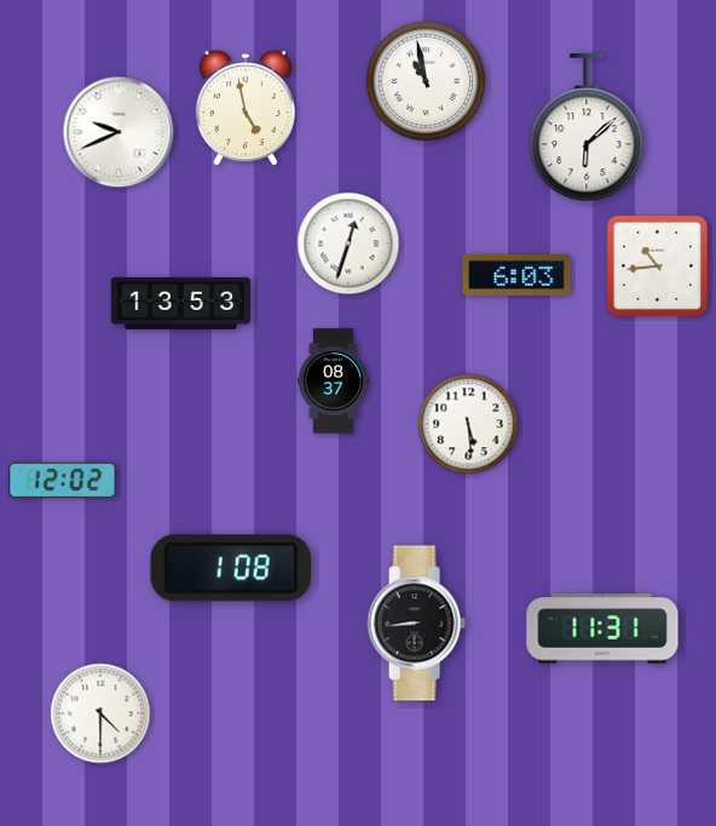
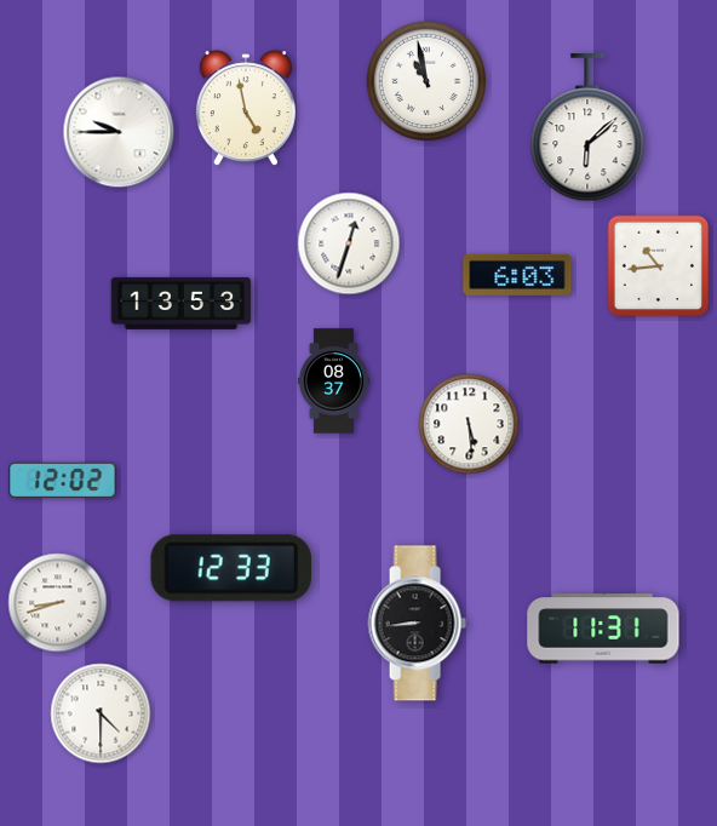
clock at (119, 132): 9:41 -> 9:45
clock at (230, 568): 1:08 -> 12:33
clock at (58, 603): none -> 8:42
